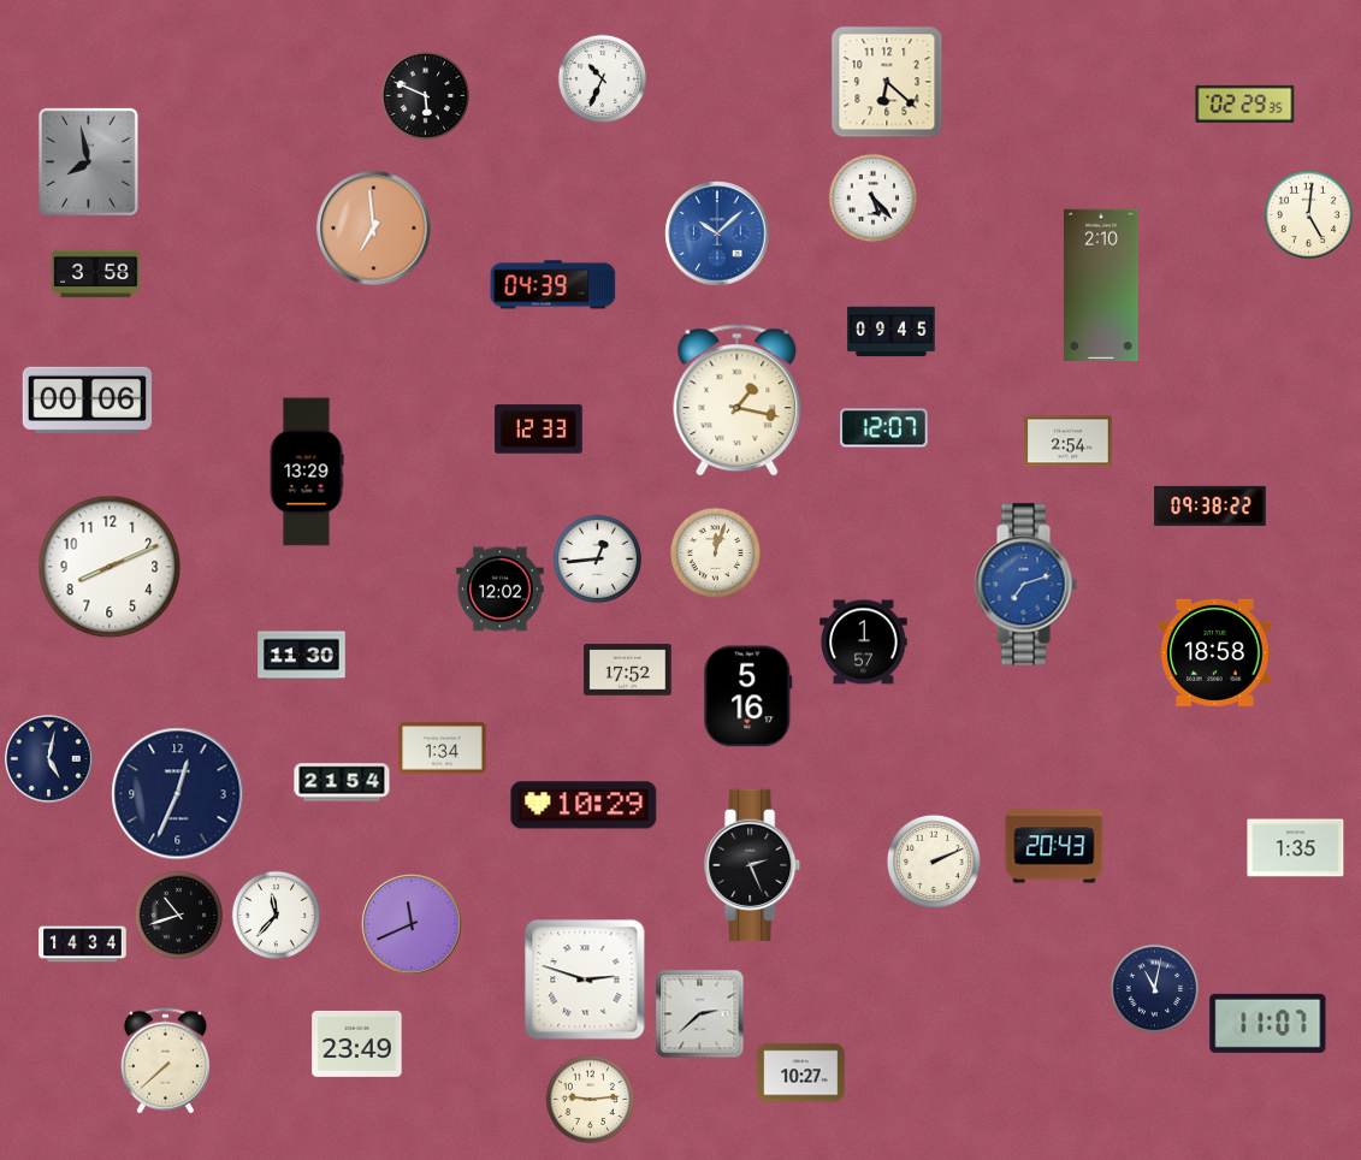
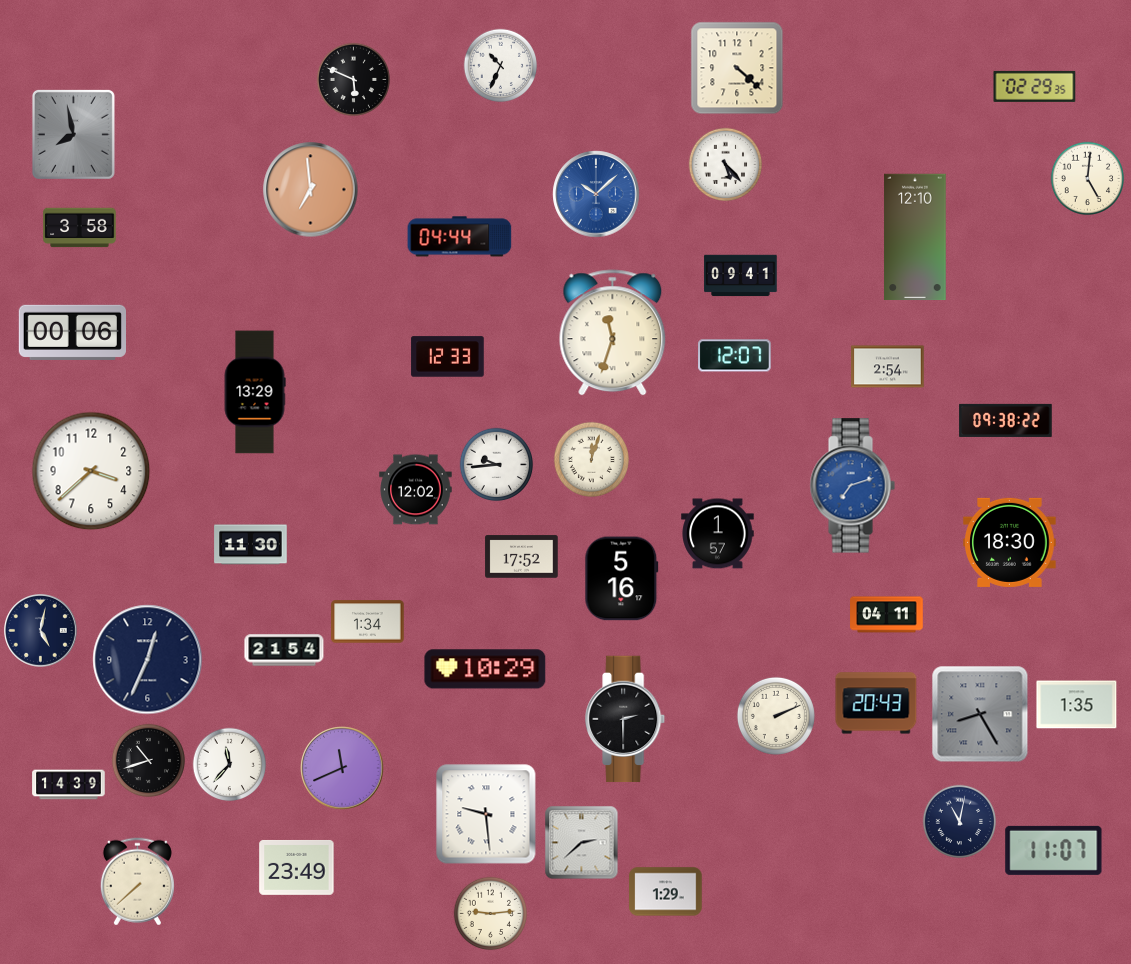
clock at (887, 82): 6:22 -> 4:22
clock at (554, 285): 04:39 -> 04:44
clock at (1101, 285): 2:10 -> 12:10
clock at (892, 332): 09:45 -> 09:41
clock at (738, 401): 1:17 -> 11:33
clock at (715, 552) position: (715, 552) -> (591, 459)
clock at (598, 560): 12:44 -> 9:44
clock at (110, 567): 8:11 -> 3:38
clock at (1215, 652): 18:58 -> 18:30
clock at (887, 615): none -> 04:11
clock at (980, 714): none -> 8:25
clock at (753, 865): 2:26 -> 2:30
clock at (277, 916) position: (277, 916) -> (230, 765)
clock at (83, 945): 14:34 -> 14:39
clock at (585, 980): 2:48 -> 9:29
clock at (801, 1073): 10:27 -> 1:29
